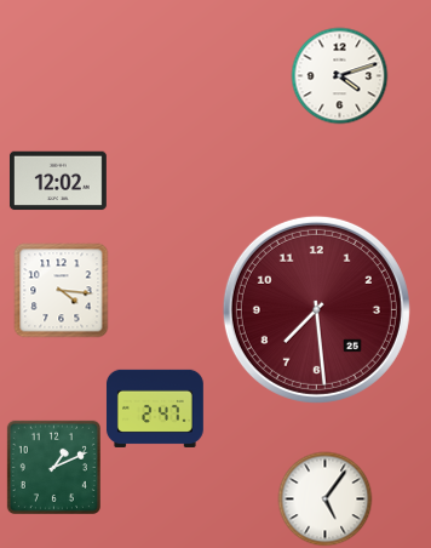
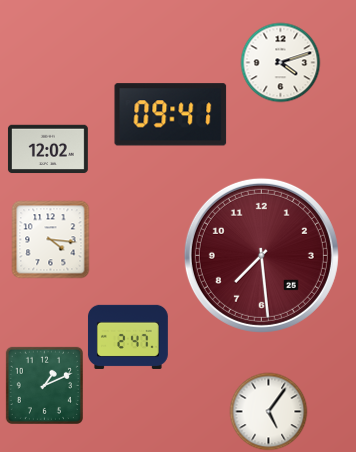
clock at (171, 115): none -> 09:41
